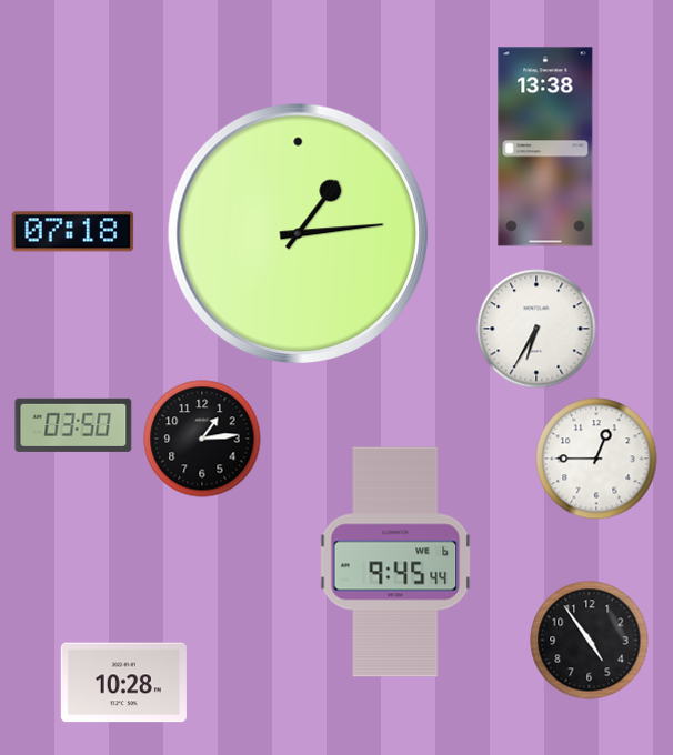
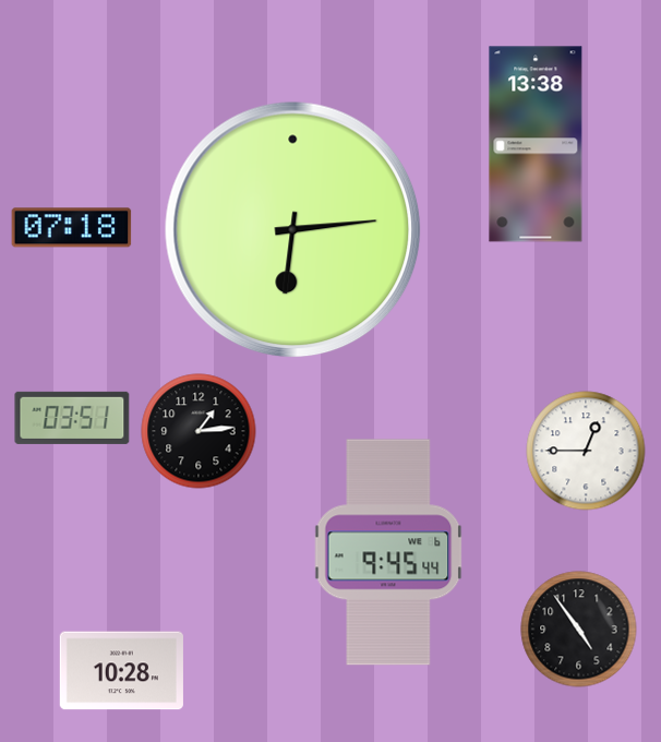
clock at (299, 234): 1:14 -> 6:14
clock at (536, 329): 6:35 -> none
clock at (73, 425): 03:50 -> 03:51
